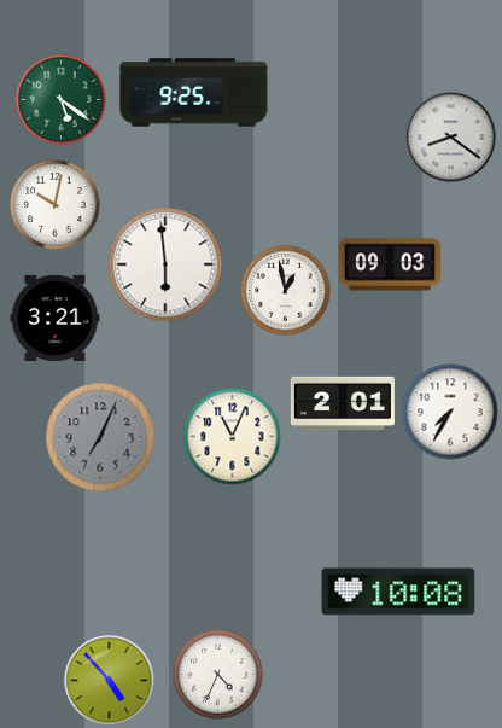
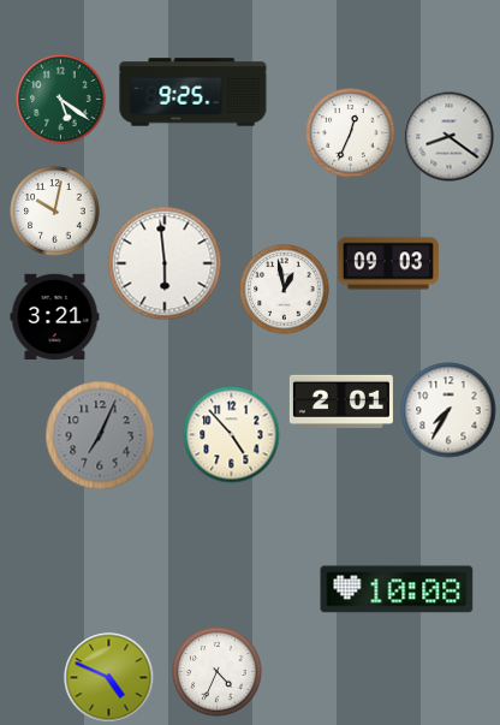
clock at (351, 133): none -> 12:34
clock at (56, 205) position: (56, 205) -> (55, 212)
clock at (233, 437): 11:04 -> 4:53
clock at (110, 681): 4:53 -> 4:49
